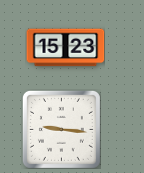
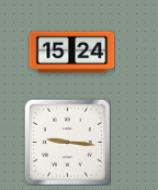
clock at (65, 48): 15:23 -> 15:24
